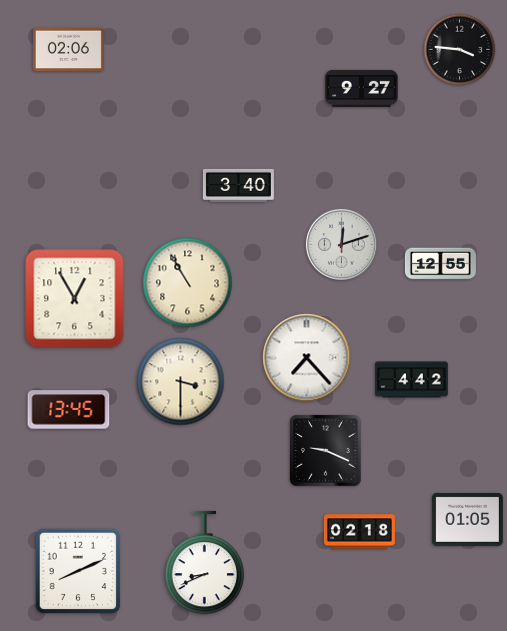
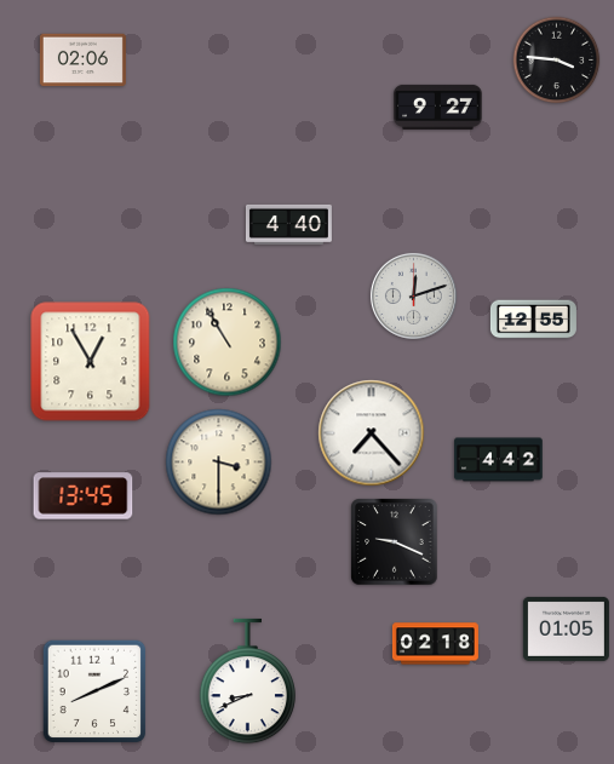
clock at (238, 185): 3:40 -> 4:40
clock at (326, 451) position: (326, 451) -> (395, 542)
